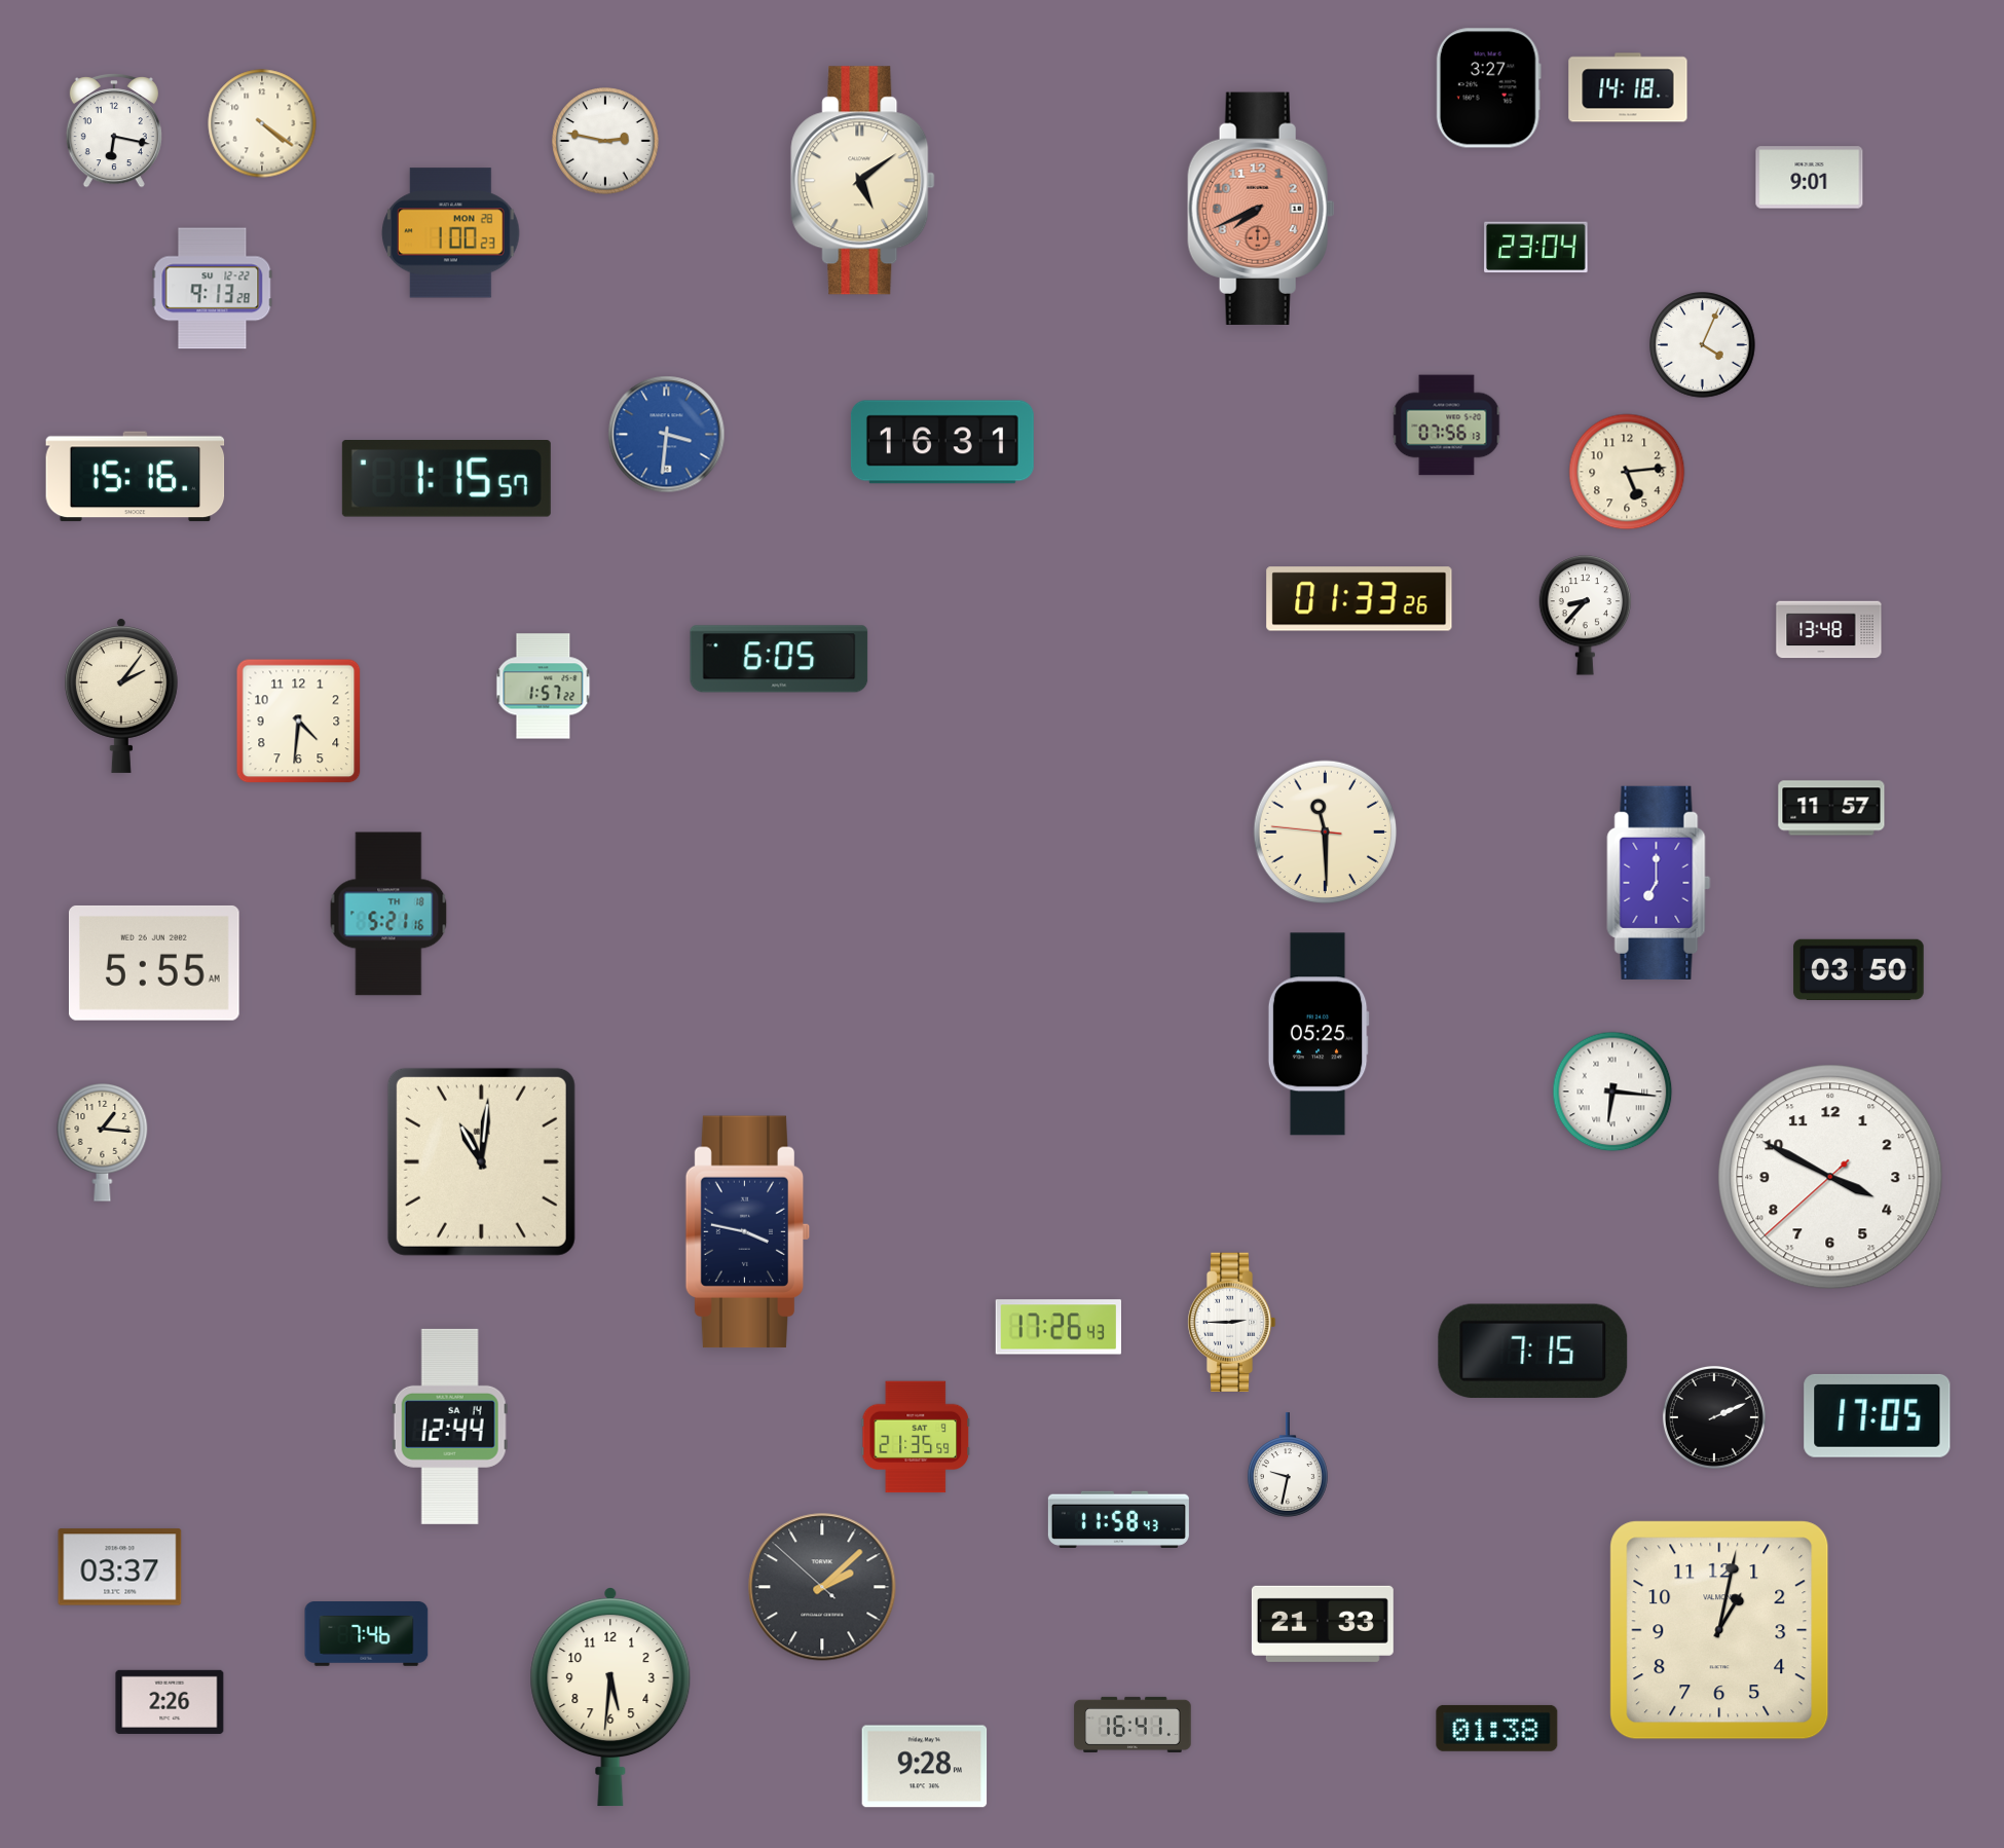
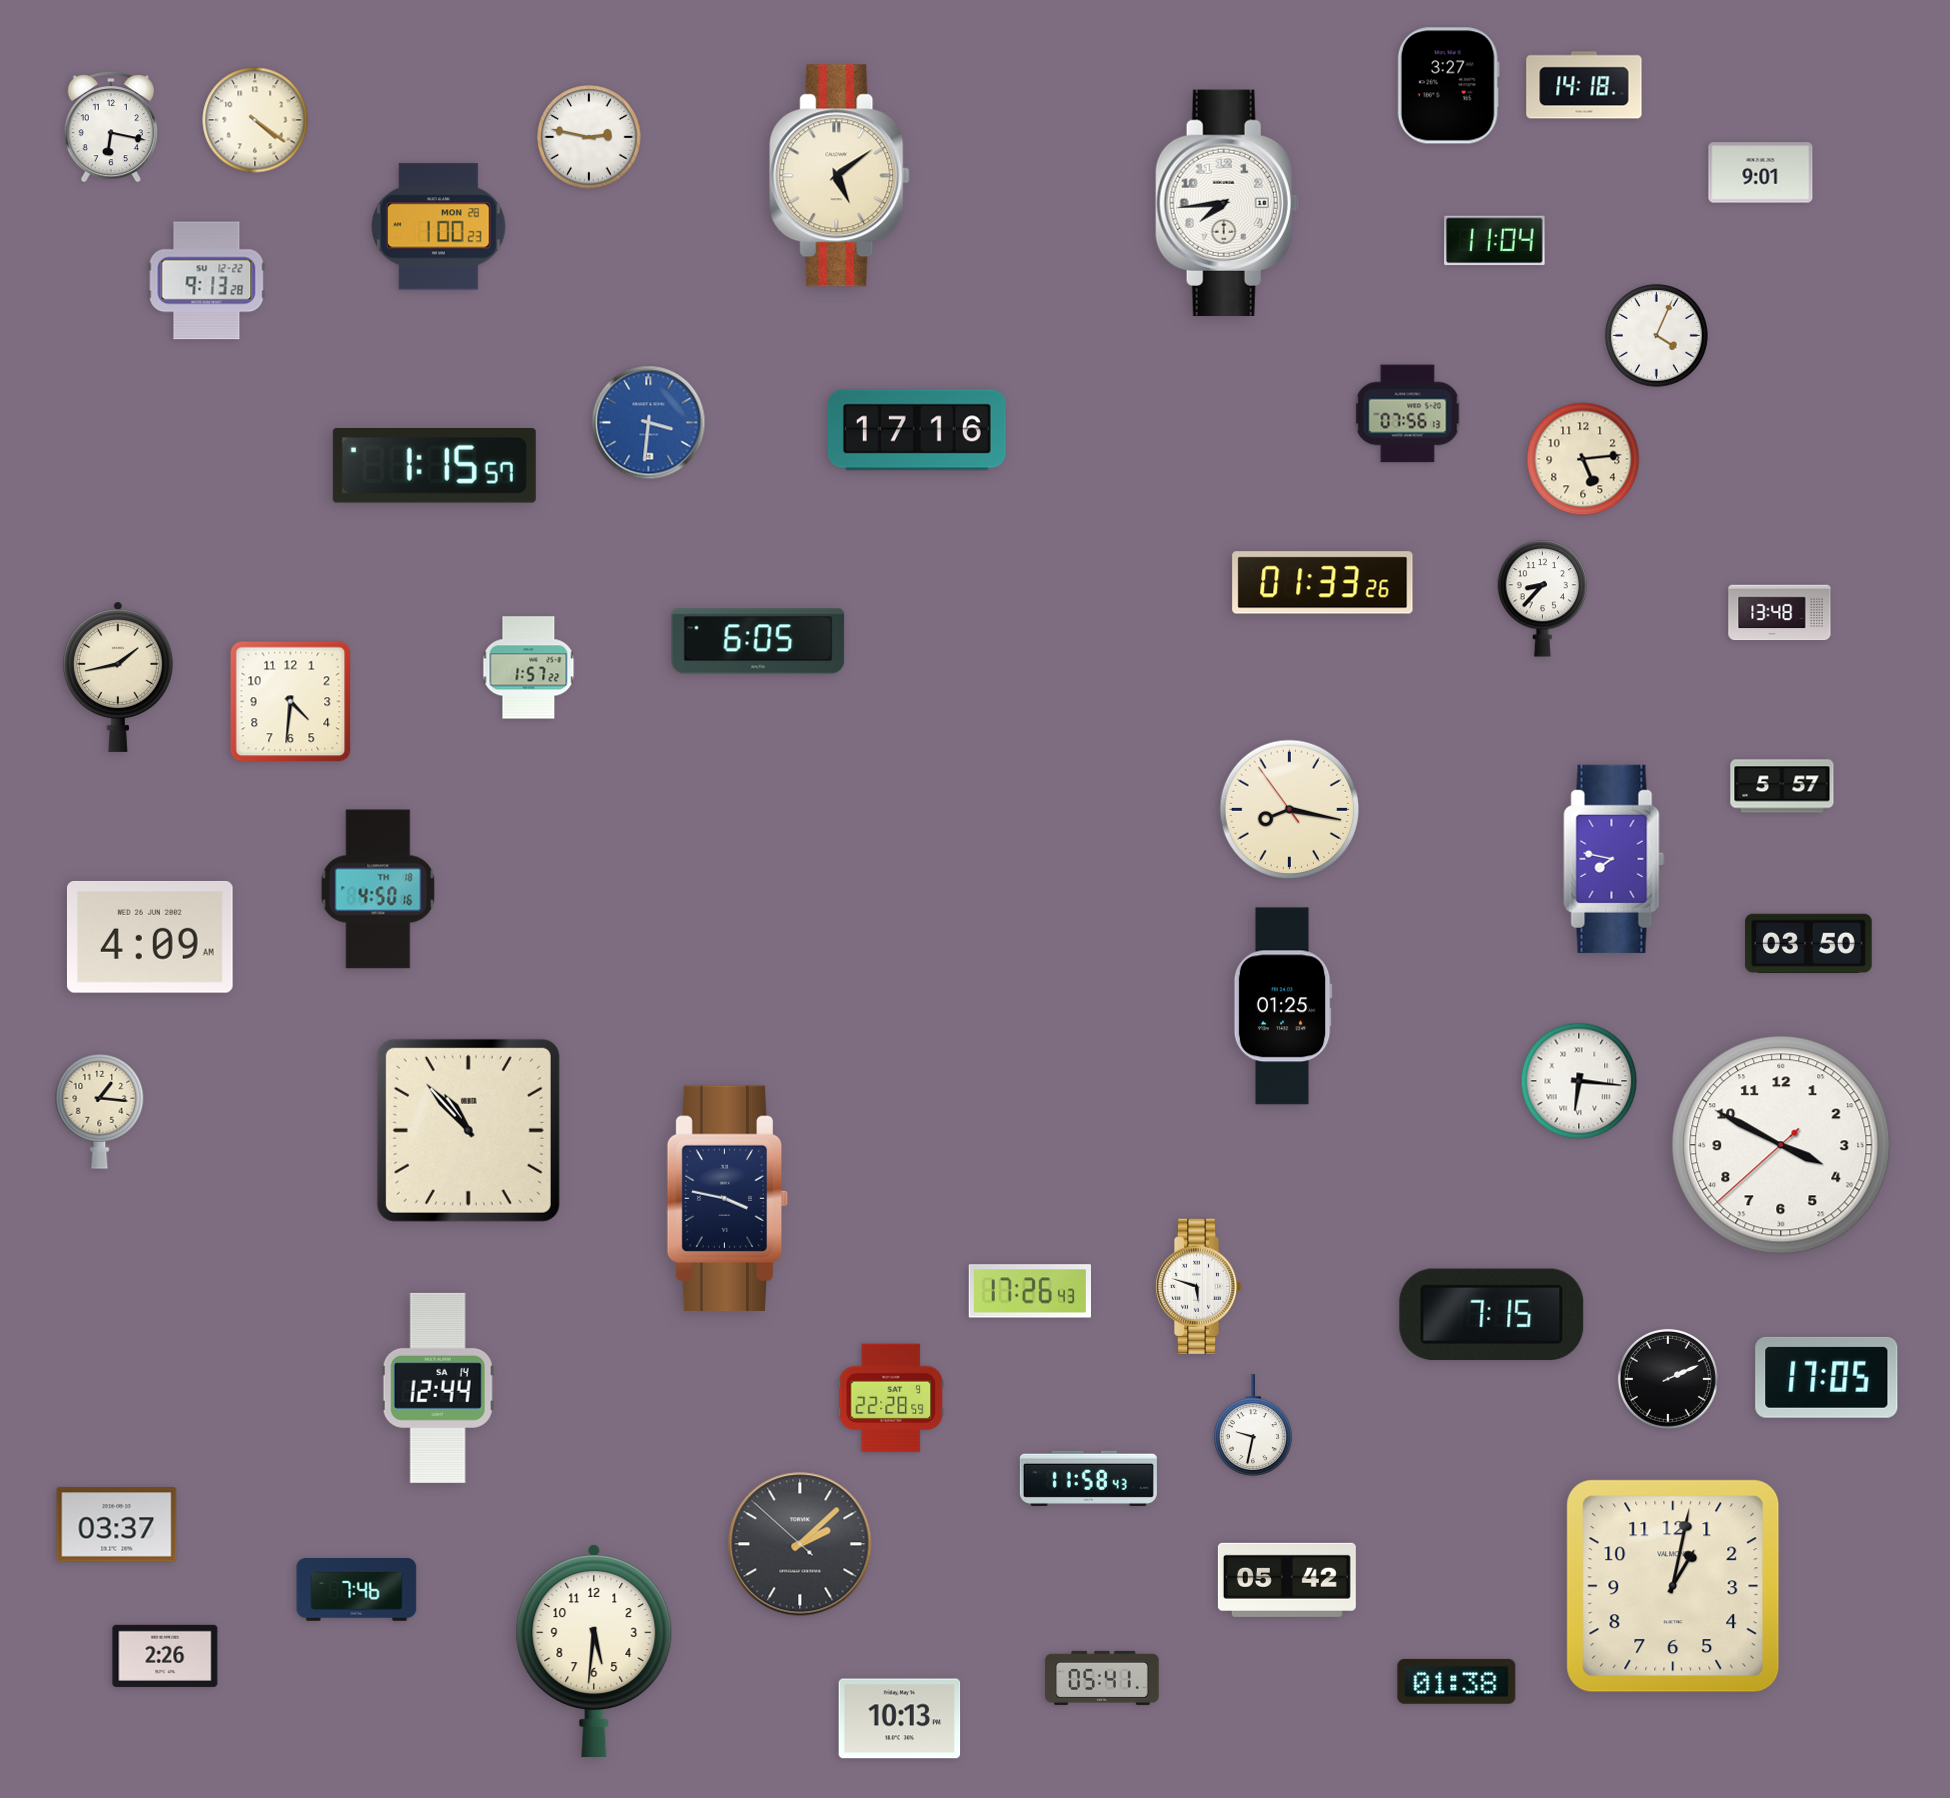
clock at (1261, 209): 7:41 -> 7:44
clock at (1261, 209) dial: salmon -> white
clock at (1536, 248): 23:04 -> 11:04
clock at (942, 442): 16:31 -> 17:16
clock at (136, 477): 15:16 -> none
clock at (121, 696): 2:06 -> 1:43
clock at (1831, 808): 11:57 -> 5:57
clock at (1326, 833): 11:29 -> 8:16
clock at (1659, 883): 7:00 -> 7:47
clock at (388, 914): 5:21 -> 4:50
clock at (154, 963): 5:55 -> 4:09
clock at (1319, 1034): 05:25 -> 01:25
clock at (1612, 1092) position: (1612, 1092) -> (1579, 1081)
clock at (481, 1161): 11:01 -> 10:53
clock at (1231, 1323): 2:45 -> 5:48
clock at (916, 1437): 21:35 -> 22:28
clock at (1323, 1624): 21:33 -> 05:42
clock at (1133, 1725): 16:41 -> 05:41
clock at (925, 1767): 9:28 -> 10:13
